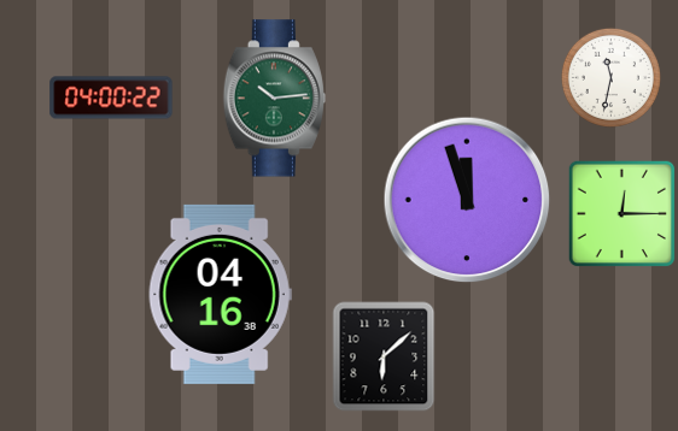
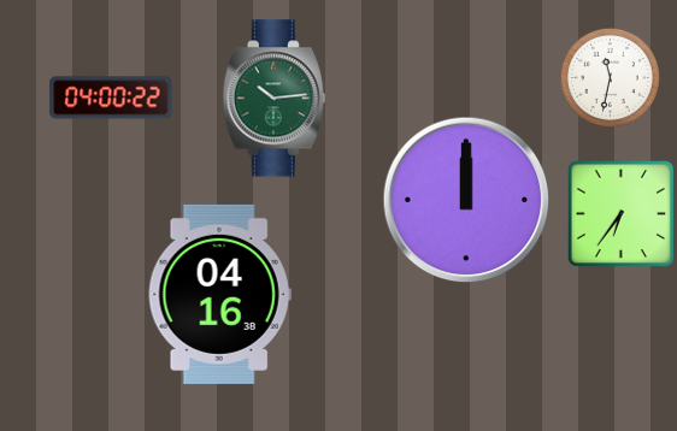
clock at (467, 200): 11:57 -> 12:00
clock at (621, 213): 12:15 -> 6:36
clock at (384, 356): 6:08 -> none
